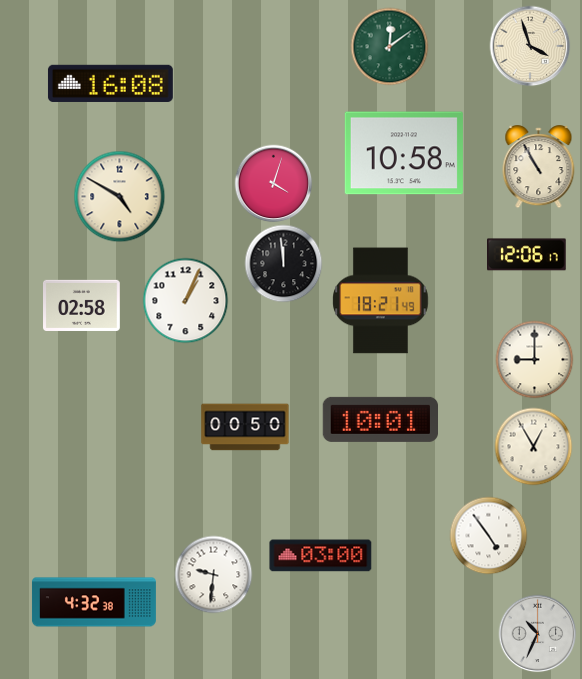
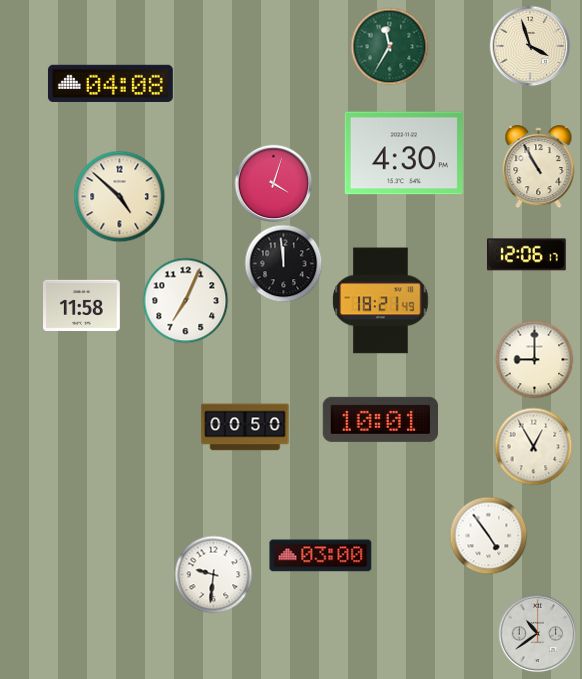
clock at (389, 46): 12:09 -> 11:35
clock at (110, 83): 16:08 -> 04:08
clock at (404, 153): 10:58 -> 4:30
clock at (119, 196): 4:50 -> 4:52
clock at (185, 300): 1:04 -> 7:04
clock at (82, 305): 02:58 -> 11:58
clock at (94, 602): 4:32 -> none
clock at (537, 633): 10:34 -> 10:39
